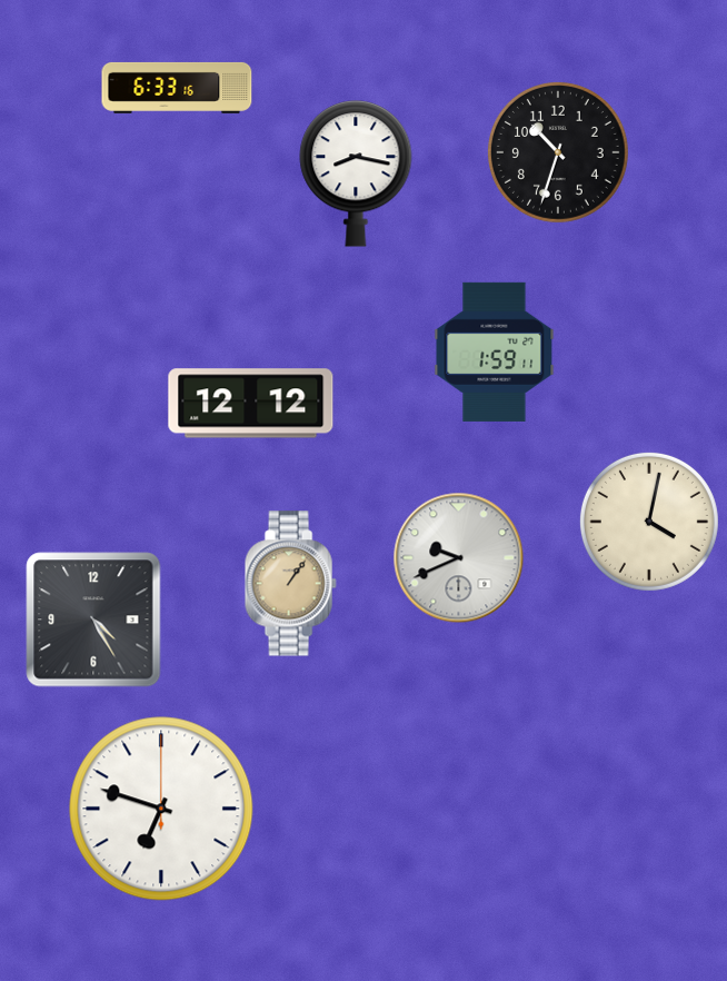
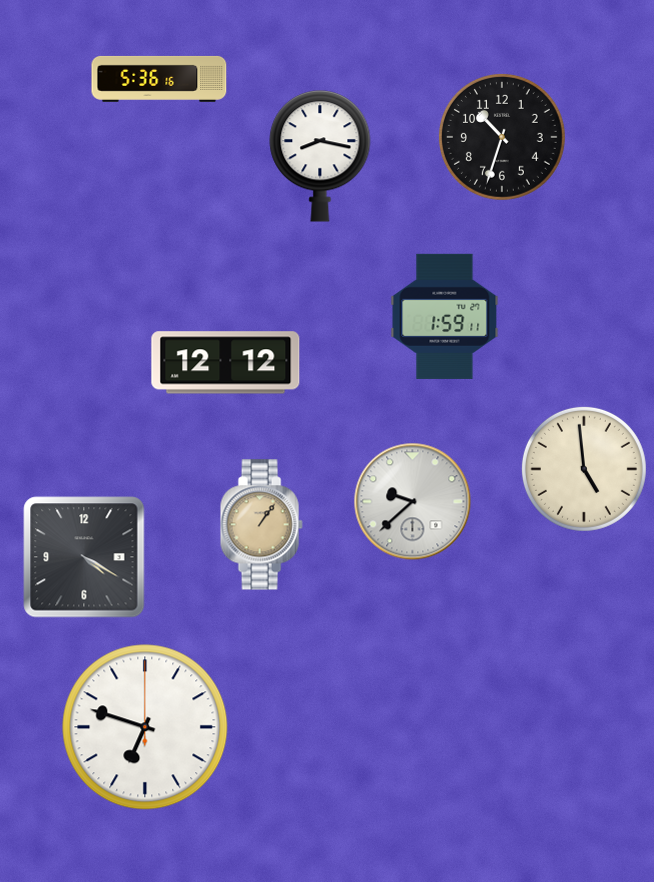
clock at (177, 88): 6:33 -> 5:36
clock at (649, 522): 4:02 -> 4:59
clock at (459, 558): 9:41 -> 9:38
clock at (93, 620): 4:25 -> 4:20
